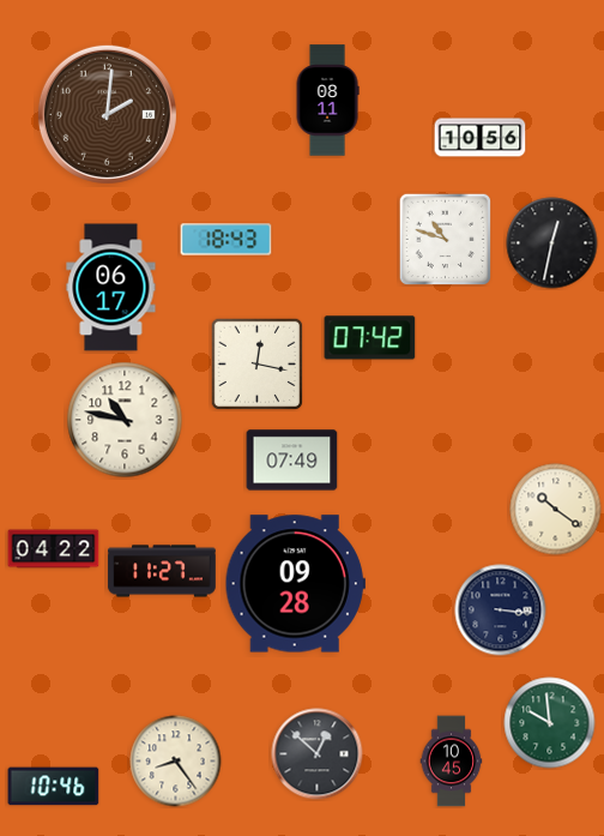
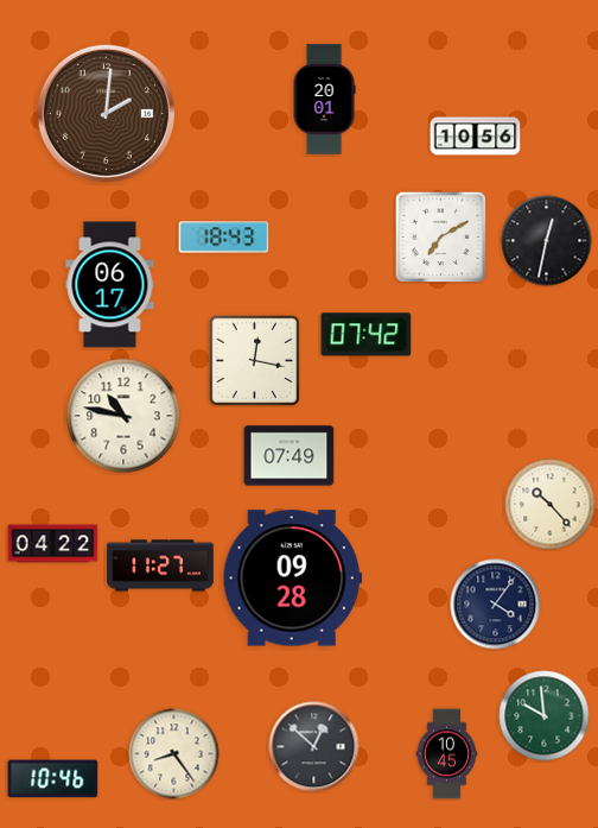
clock at (327, 101): 08:11 -> 20:01
clock at (445, 239): 10:48 -> 7:10
clock at (556, 510): 10:21 -> 10:23
clock at (501, 611): 3:16 -> 4:06
